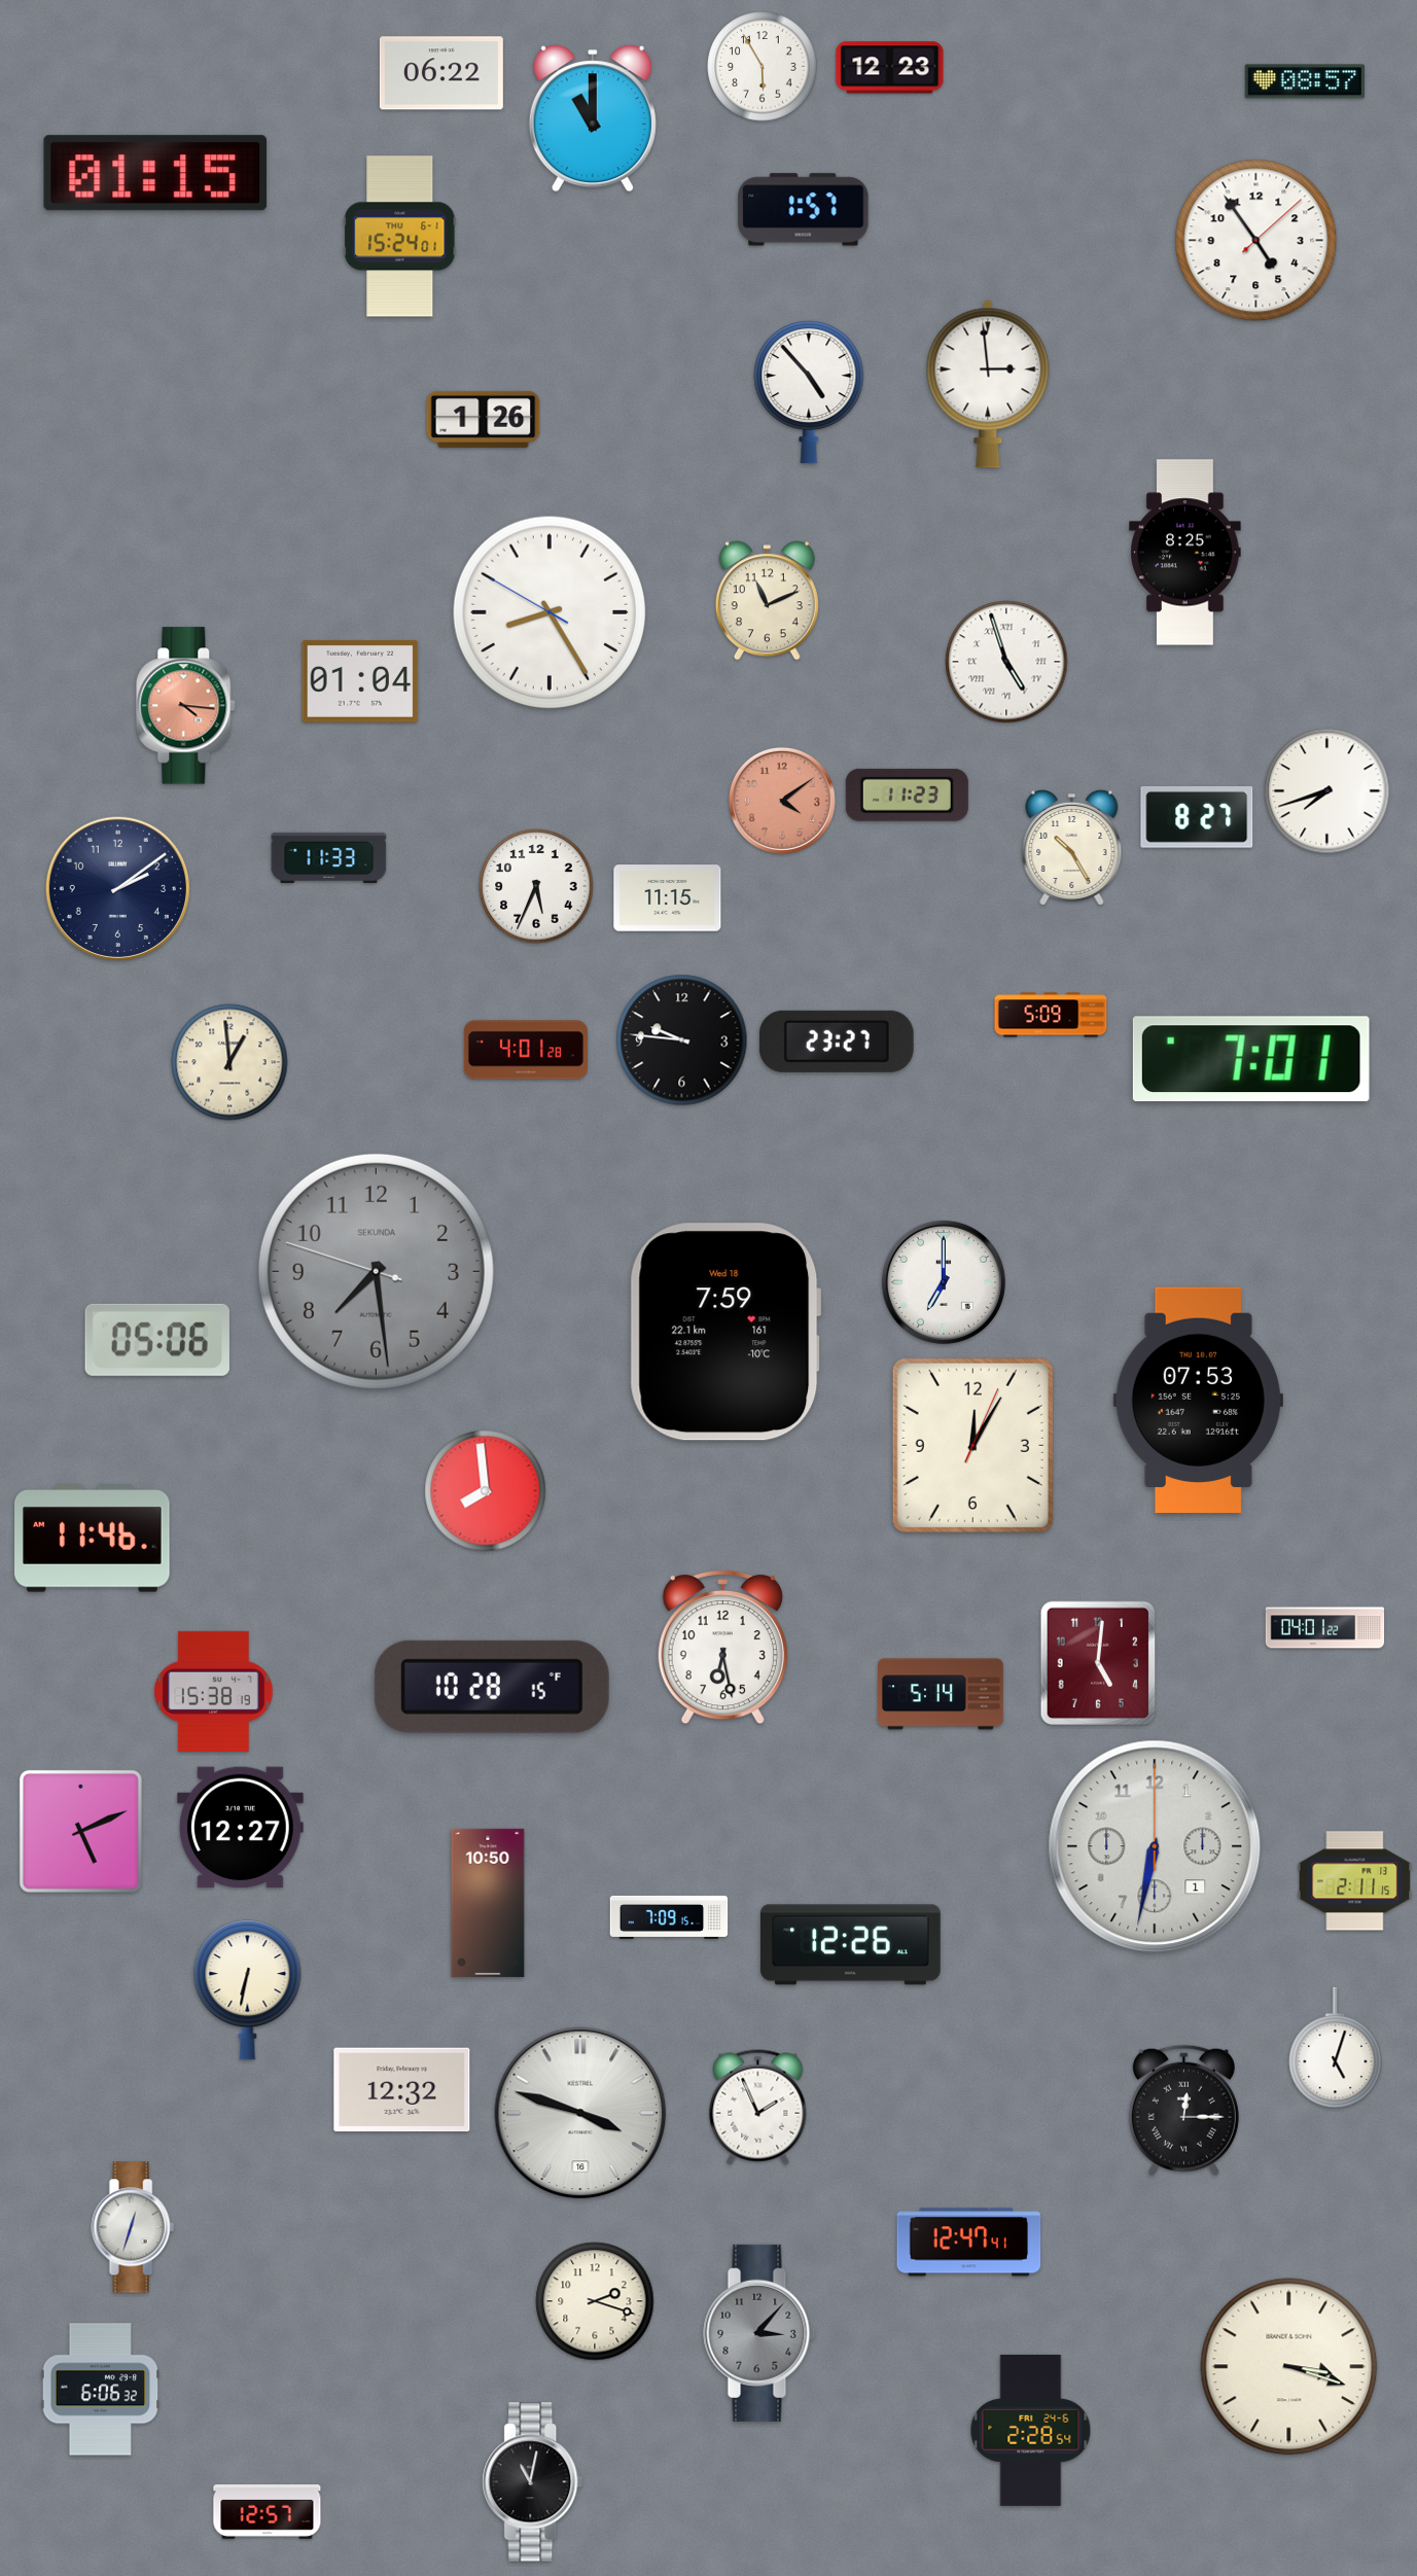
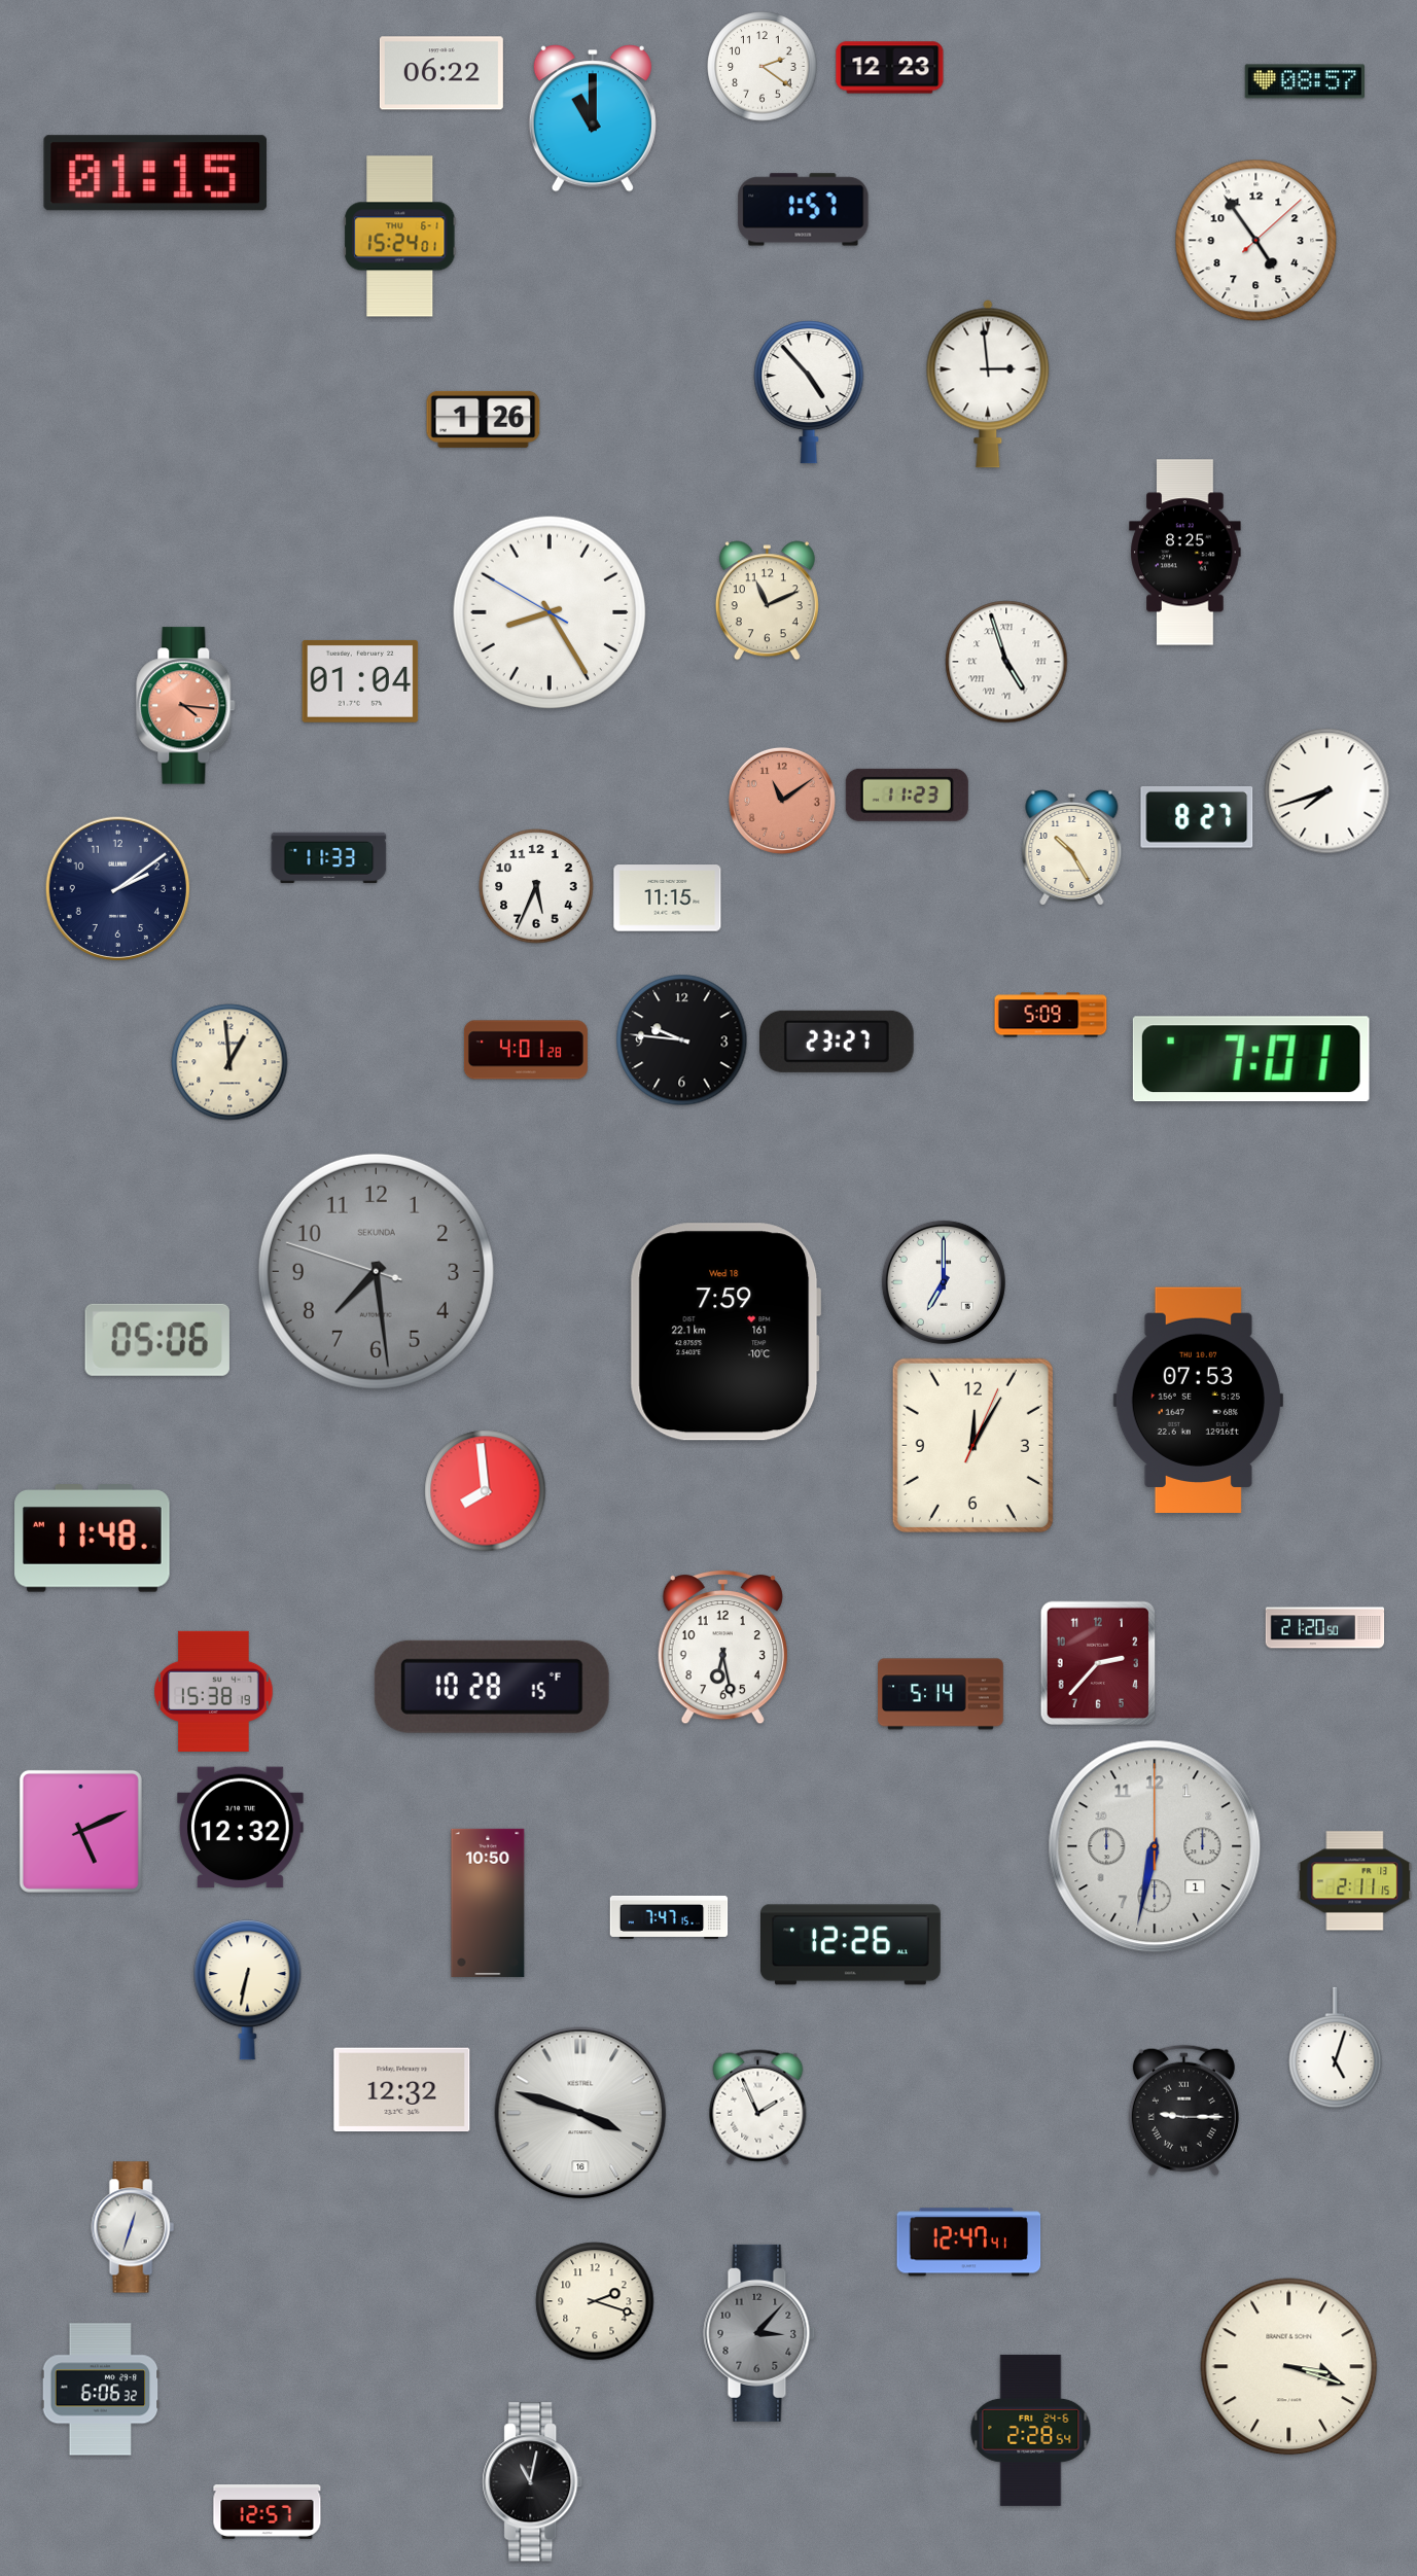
clock at (763, 67): 5:55 -> 2:21
clock at (782, 801): 4:09 -> 11:09
clock at (93, 1539): 11:46 -> 11:48
clock at (1325, 1628): 04:01 -> 21:20
clock at (1098, 1663): 5:01 -> 2:37
clock at (240, 1828): 12:27 -> 12:32
clock at (669, 1917): 7:09 -> 7:47
clock at (1183, 2110): 12:15 -> 9:15
